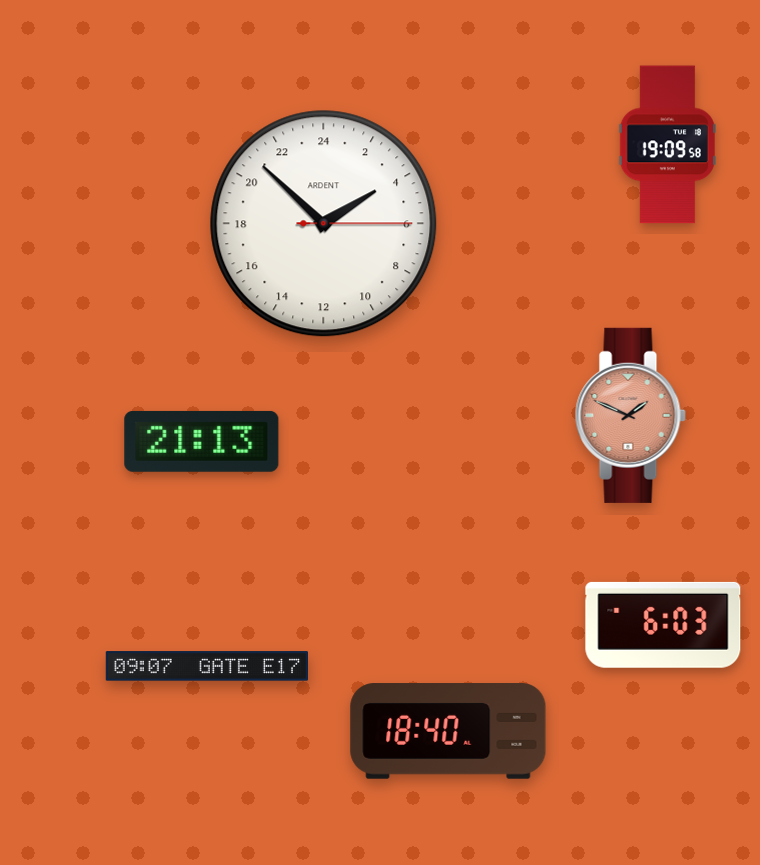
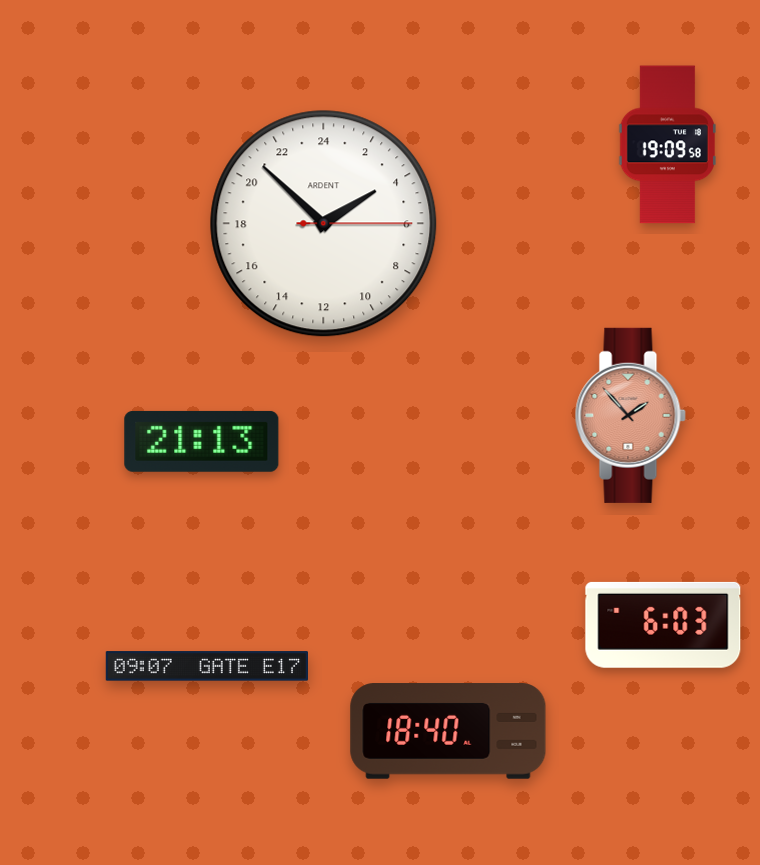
clock at (630, 415): 1:49 -> 1:53
